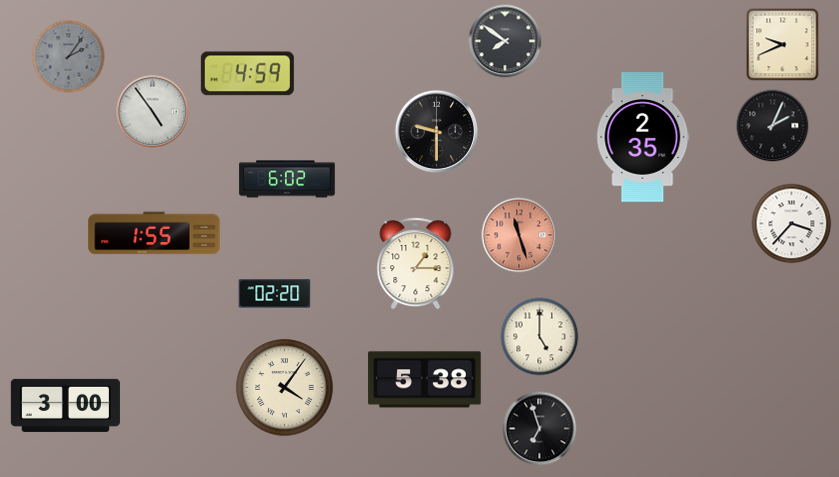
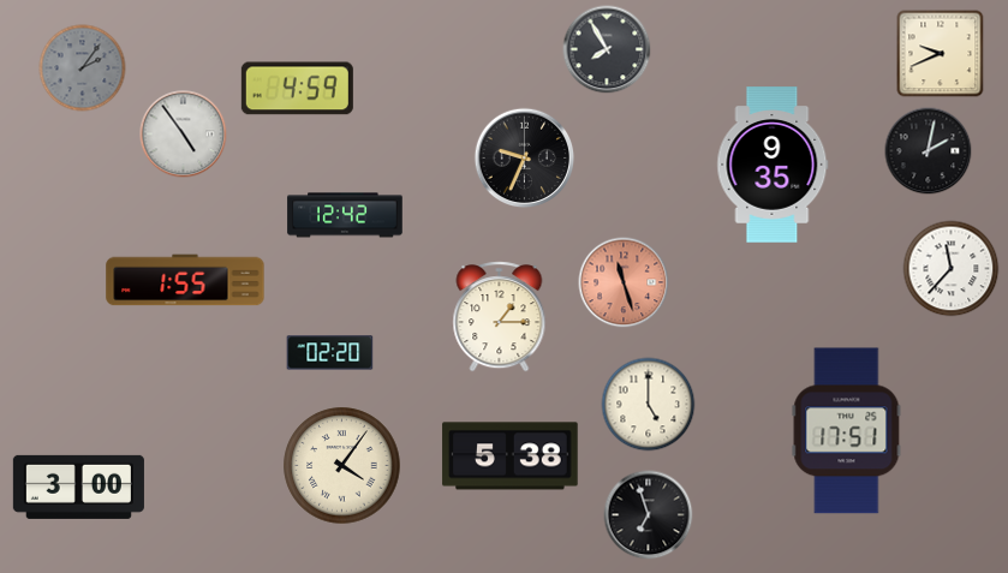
clock at (505, 41): 7:51 -> 7:55
clock at (773, 126): 2:04 -> 2:02
clock at (437, 132): 9:30 -> 9:34
clock at (643, 137): 2:35 -> 9:35
clock at (287, 179): 6:02 -> 12:42
clock at (792, 224): 3:37 -> 11:37
clock at (847, 431): none -> 17:51
